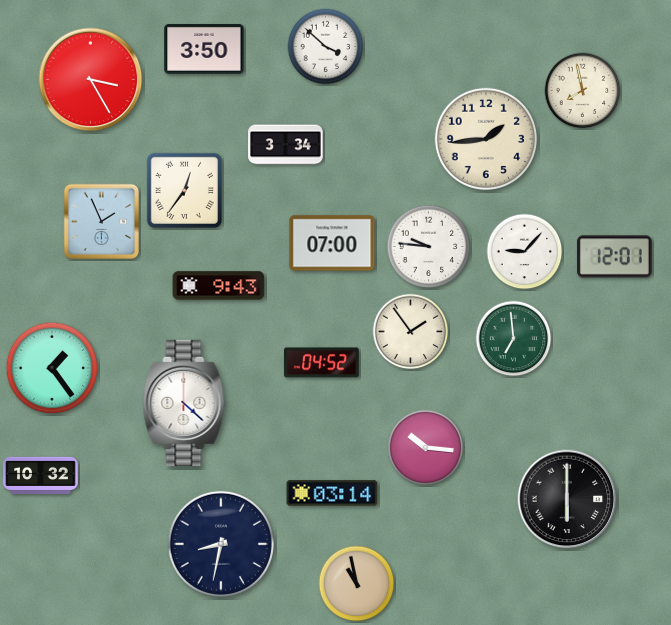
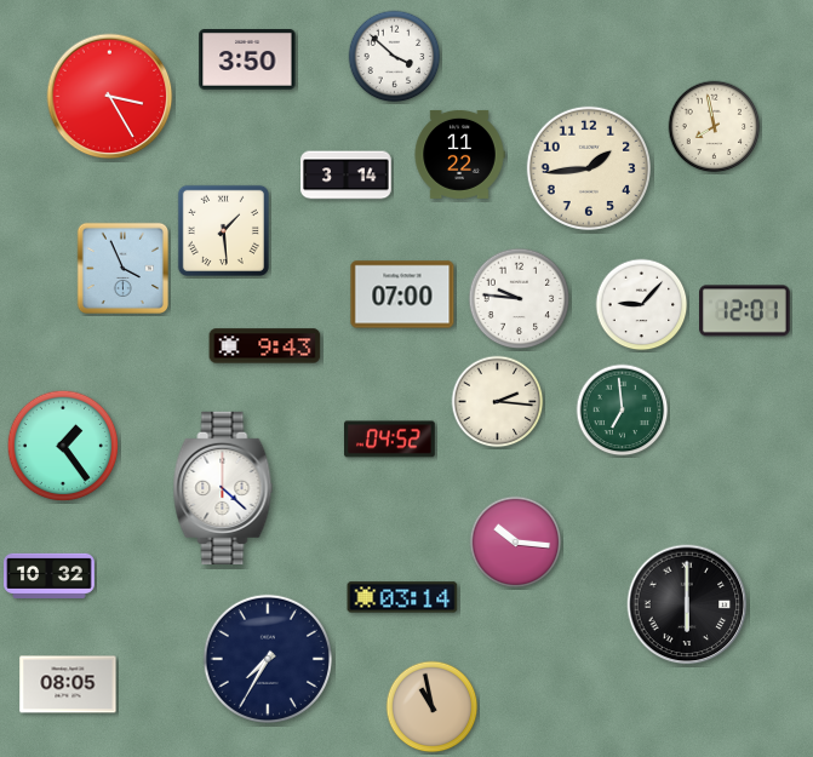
clock at (583, 91) position: (583, 91) -> (715, 127)
clock at (459, 154): none -> 11:22
clock at (286, 145): 3:34 -> 3:14
clock at (184, 190): 12:36 -> 1:29
clock at (101, 221): 1:56 -> 3:56
clock at (525, 252) position: (525, 252) -> (642, 305)
clock at (411, 332): 1:54 -> 2:16
clock at (221, 544): 8:32 -> 7:35
clock at (68, 684): none -> 08:05
